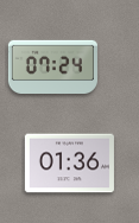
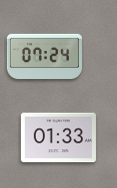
clock at (69, 164): 01:36 -> 01:33
